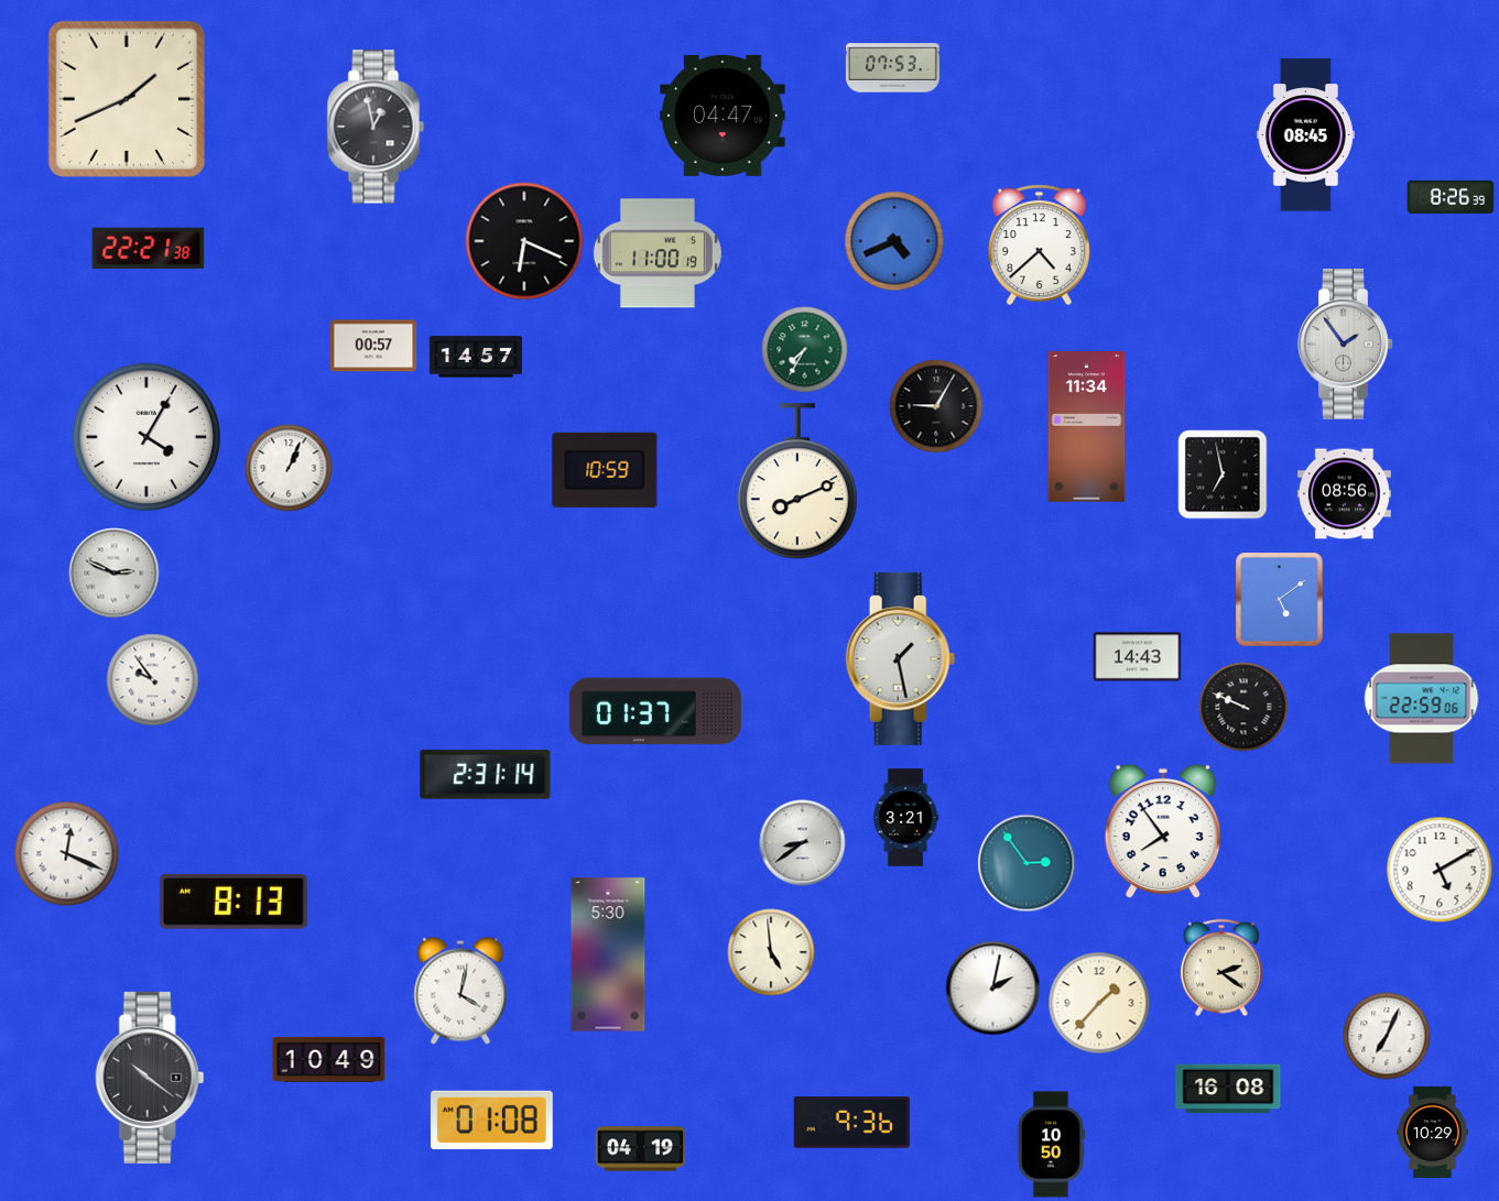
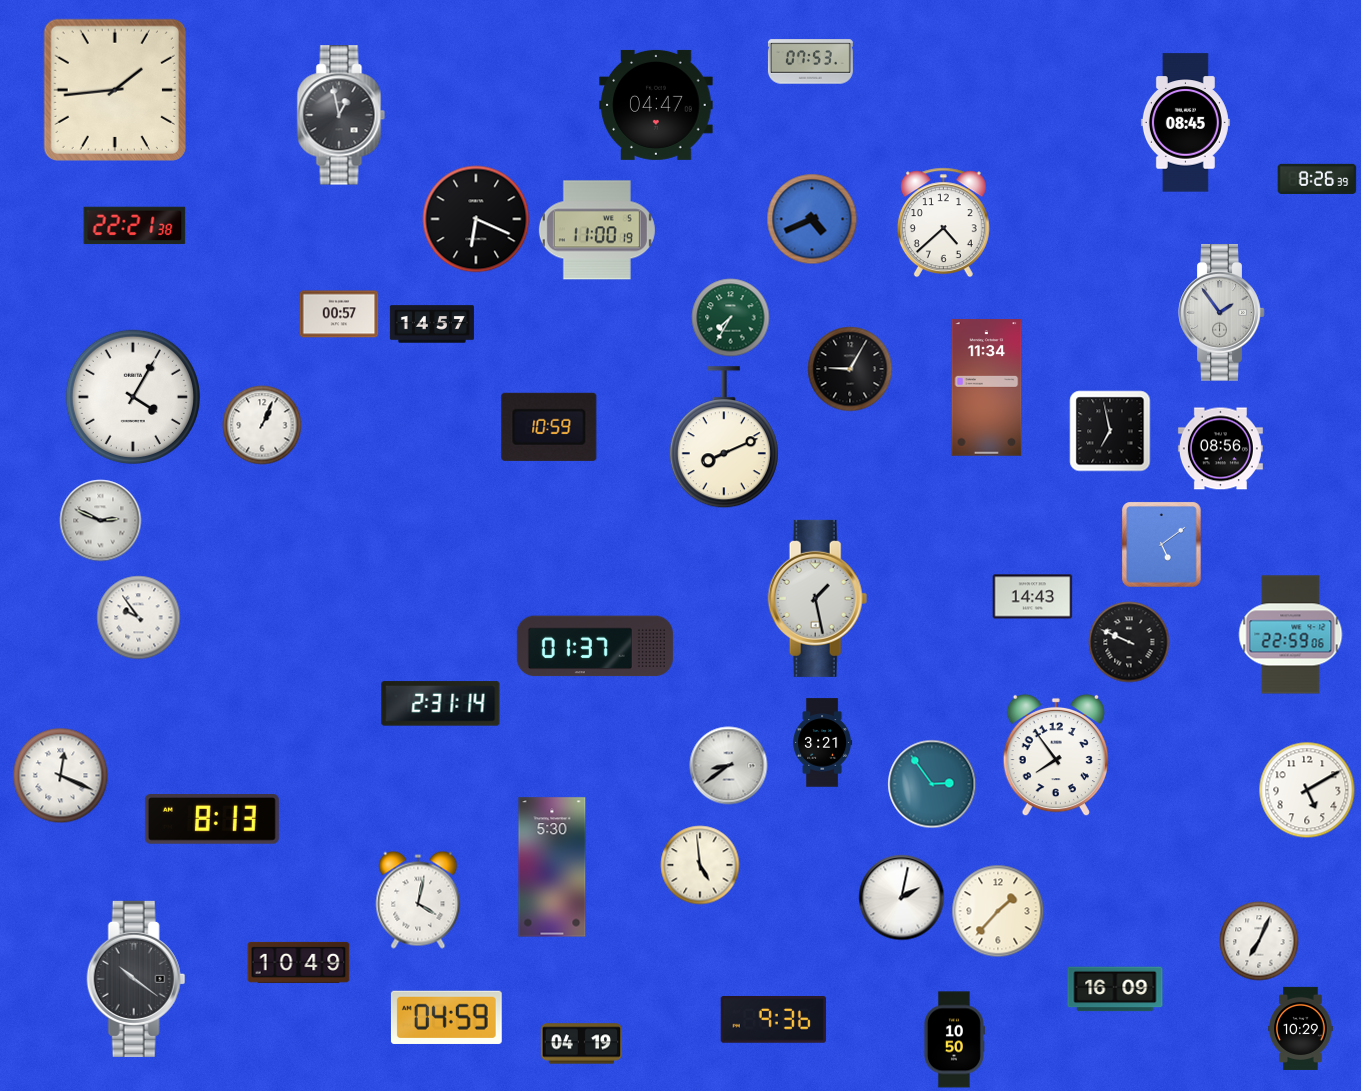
clock at (127, 99): 1:41 -> 1:44
clock at (115, 574) position: (115, 574) -> (101, 521)
clock at (1221, 968): 2:21 -> none
clock at (1228, 1089): 16:08 -> 16:09
clock at (491, 1120): 01:08 -> 04:59
